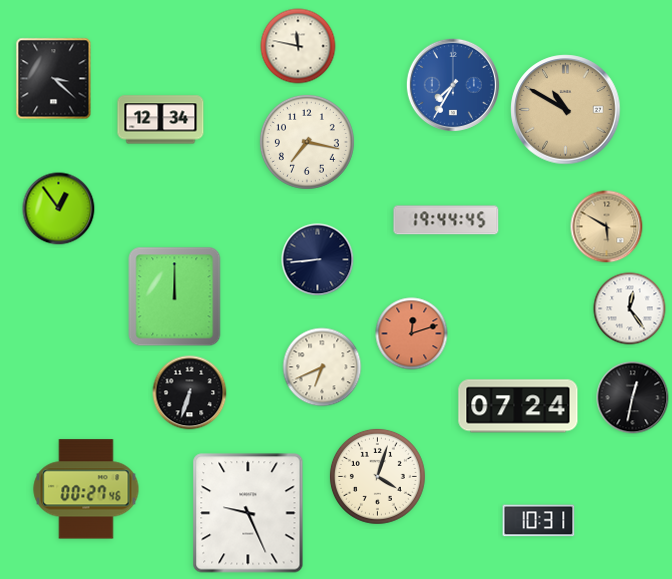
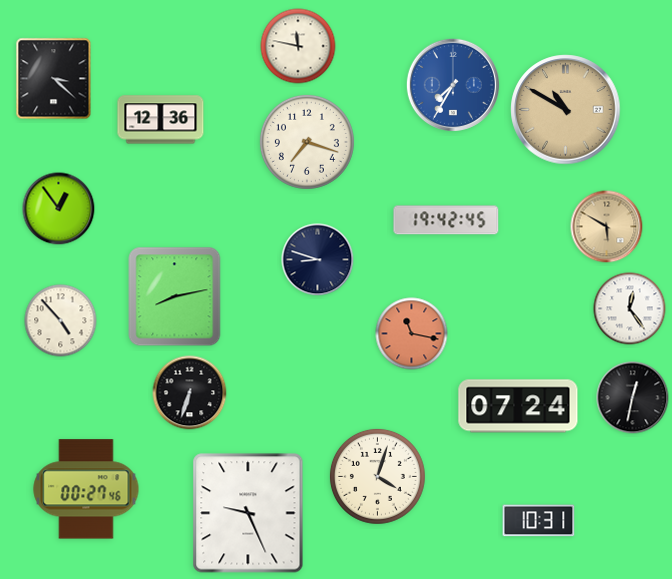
clock at (161, 120): 12:34 -> 12:36
clock at (307, 142): 7:17 -> 7:18
clock at (446, 220): 19:44 -> 19:42
clock at (318, 260): 8:44 -> 8:48
clock at (175, 297): 12:00 -> 8:13
clock at (61, 321): none -> 4:53
clock at (412, 334): 12:12 -> 11:17
clock at (322, 367): 6:41 -> none
